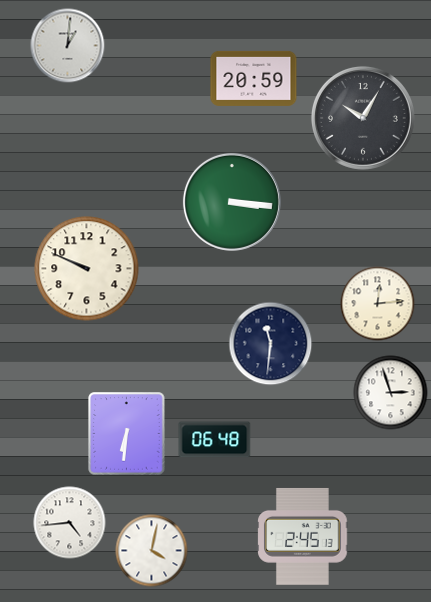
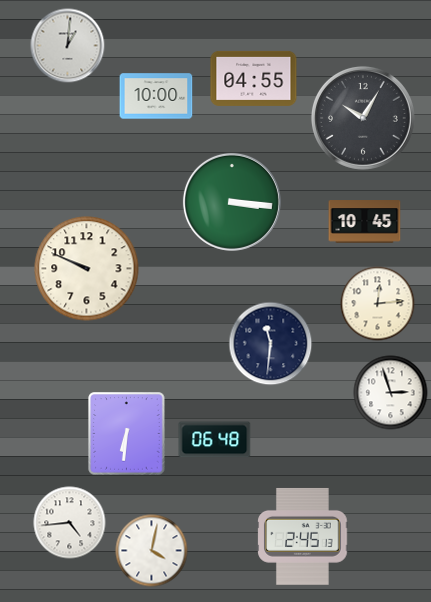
clock at (254, 78): 20:59 -> 04:55
clock at (156, 96): none -> 10:00
clock at (365, 222): none -> 10:45
